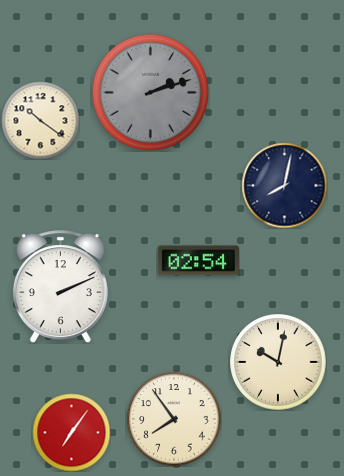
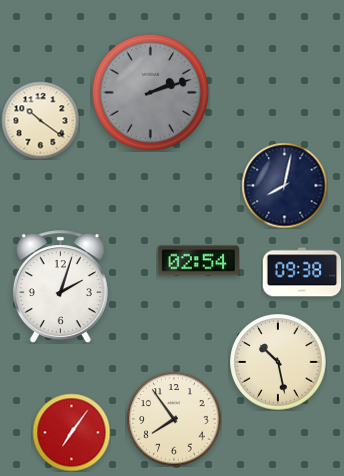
clock at (302, 272): none -> 09:38
clock at (60, 286): 2:11 -> 2:03
clock at (278, 362): 10:02 -> 10:28
